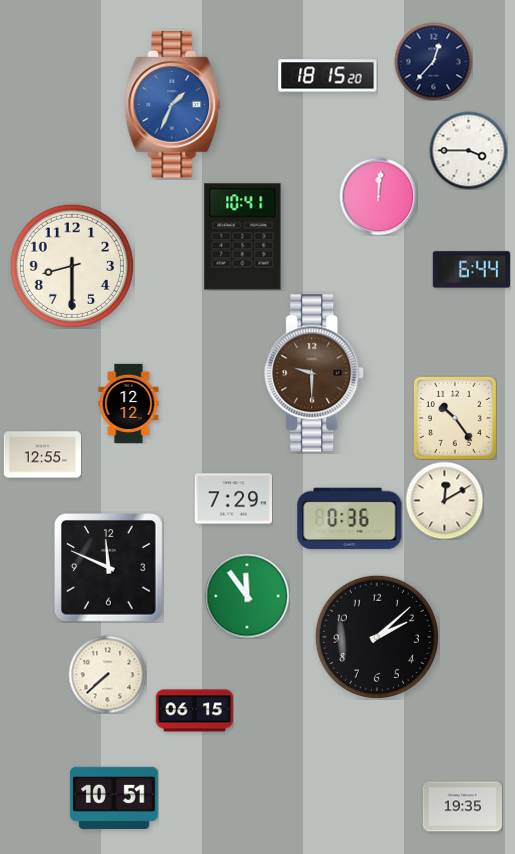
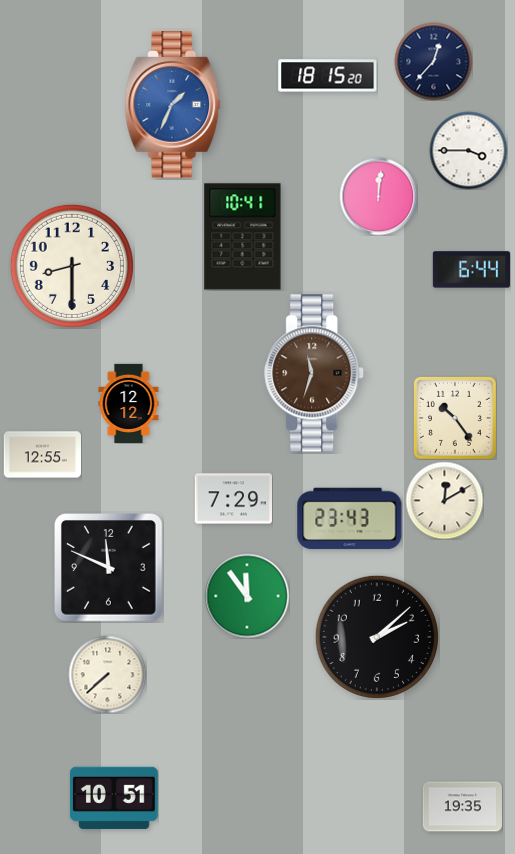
clock at (315, 373): 9:30 -> 11:33
clock at (350, 519): 0:36 -> 23:43
clock at (194, 711): 06:15 -> none
